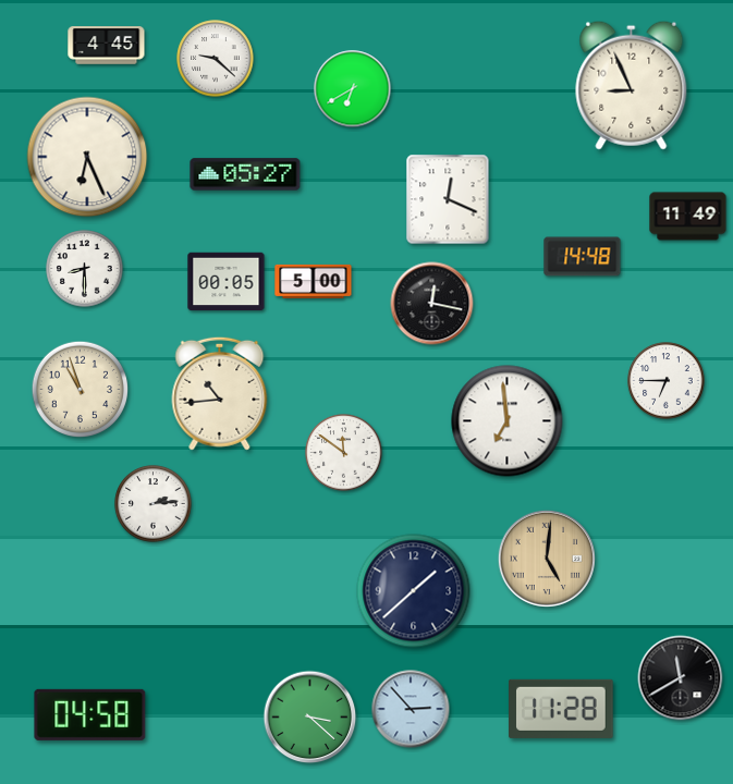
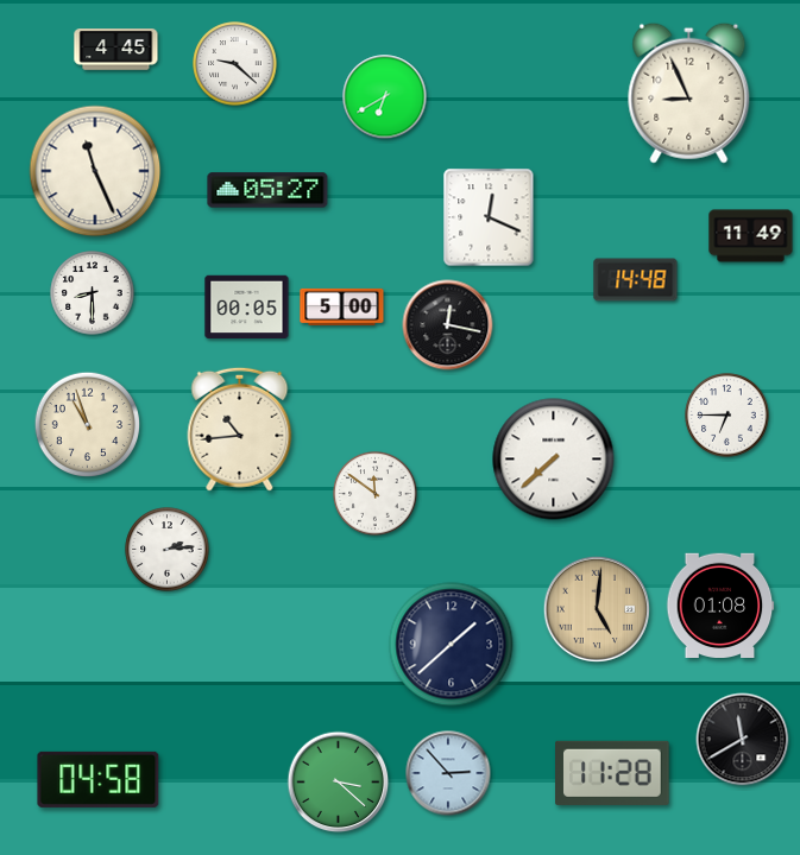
clock at (87, 157): 6:26 -> 11:26
clock at (432, 304) position: (432, 304) -> (448, 325)
clock at (508, 421): 6:59 -> 7:38
clock at (720, 606): none -> 01:08
